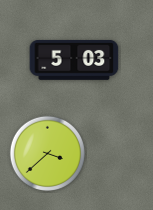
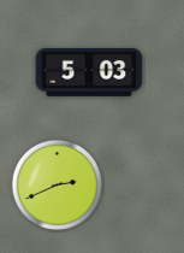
clock at (48, 154): 3:38 -> 2:41
